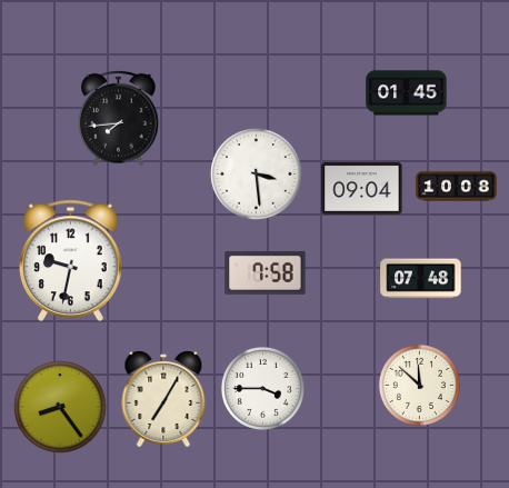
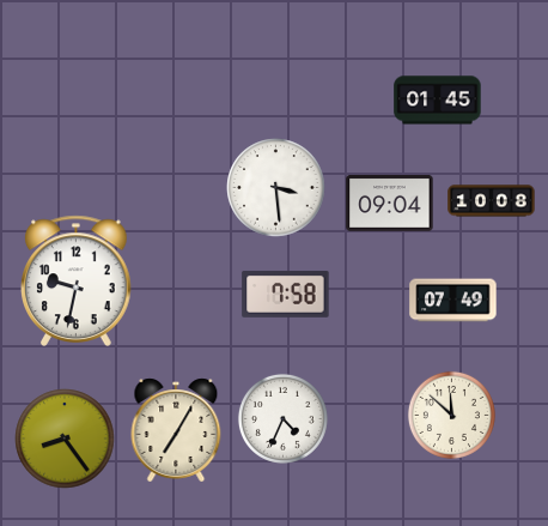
clock at (119, 118): 7:44 -> none
clock at (421, 279): 07:48 -> 07:49
clock at (262, 388): 3:45 -> 4:34
